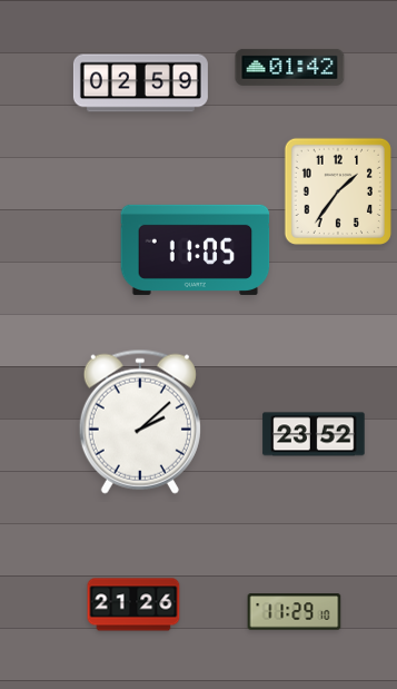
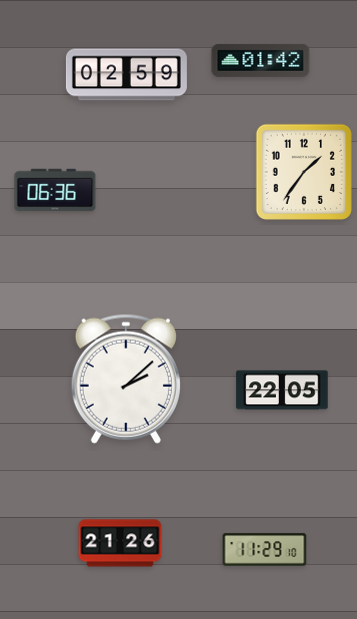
clock at (55, 190): none -> 06:36
clock at (196, 249): 11:05 -> none
clock at (314, 434): 23:52 -> 22:05
